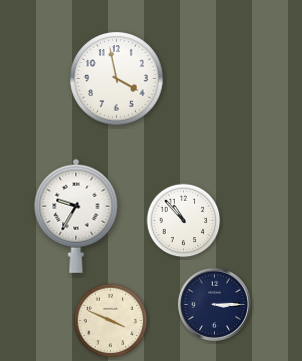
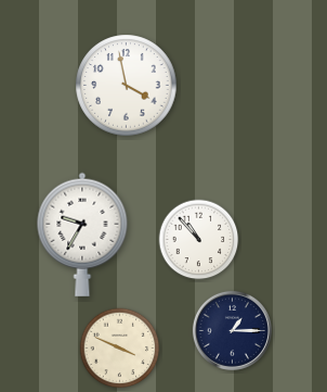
clock at (214, 304): 3:15 -> 1:15
